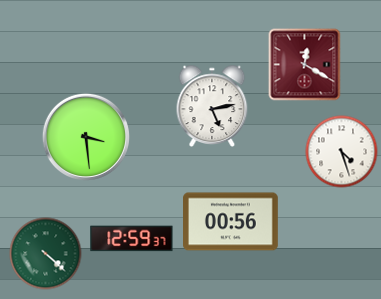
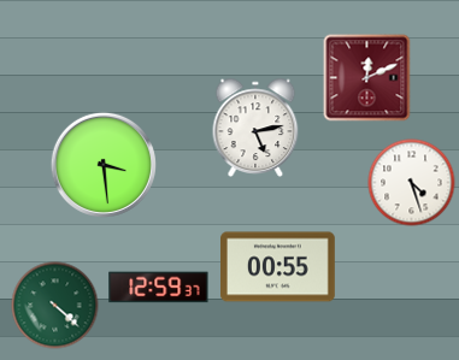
clock at (305, 65): 12:20 -> 12:11
clock at (231, 222): 00:56 -> 00:55
